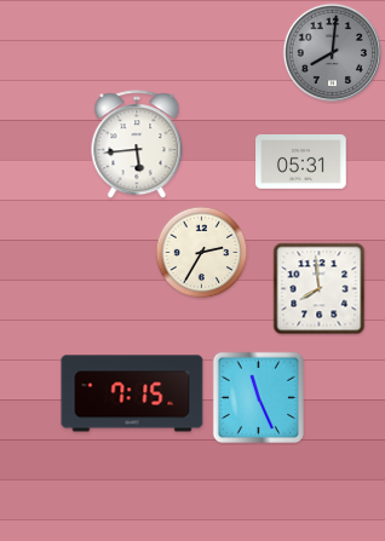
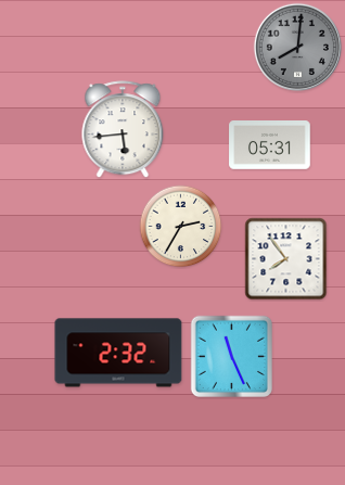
clock at (320, 289): 7:59 -> 7:54
clock at (132, 393): 7:15 -> 2:32
